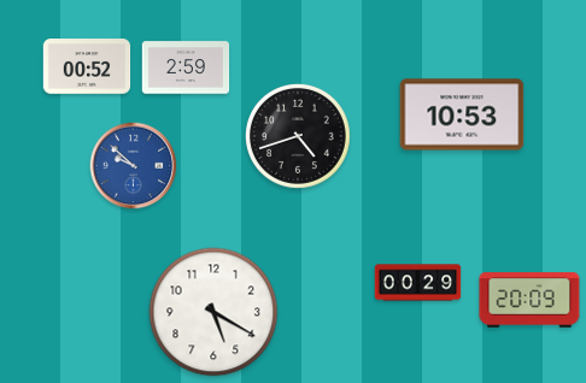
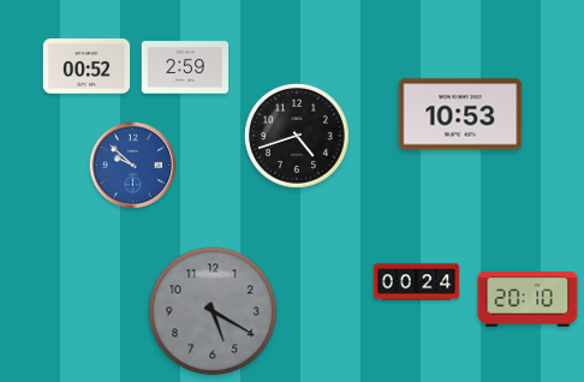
clock at (418, 283): 00:29 -> 00:24
clock at (529, 300): 20:09 -> 20:10
clock at (213, 312) dial: white -> grey
